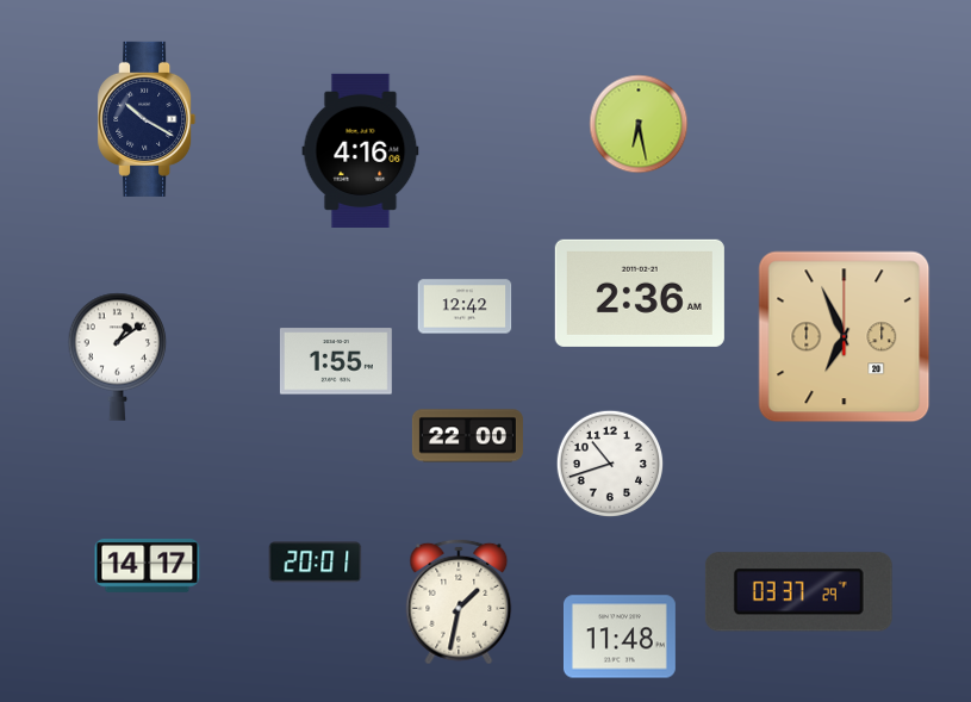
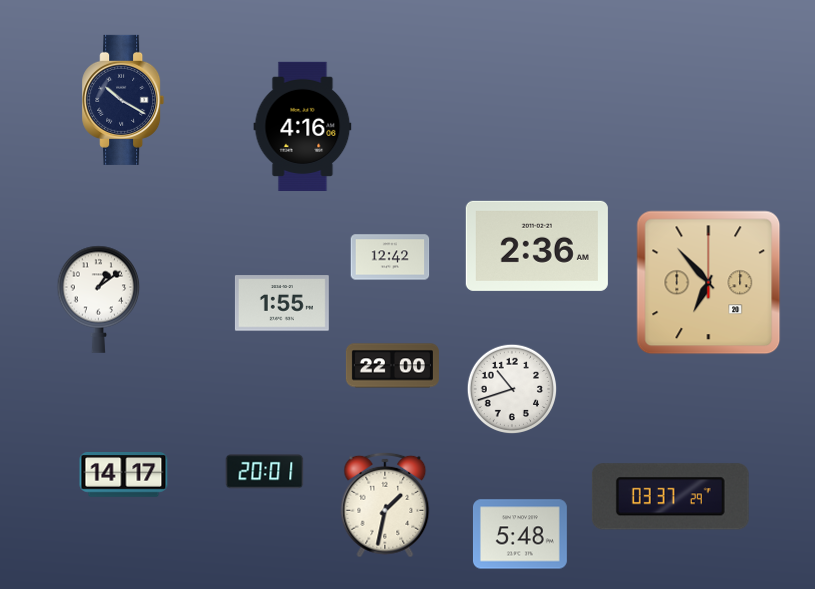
clock at (639, 124): 6:28 -> none
clock at (845, 337): 6:56 -> 6:53
clock at (620, 636): 11:48 -> 5:48
